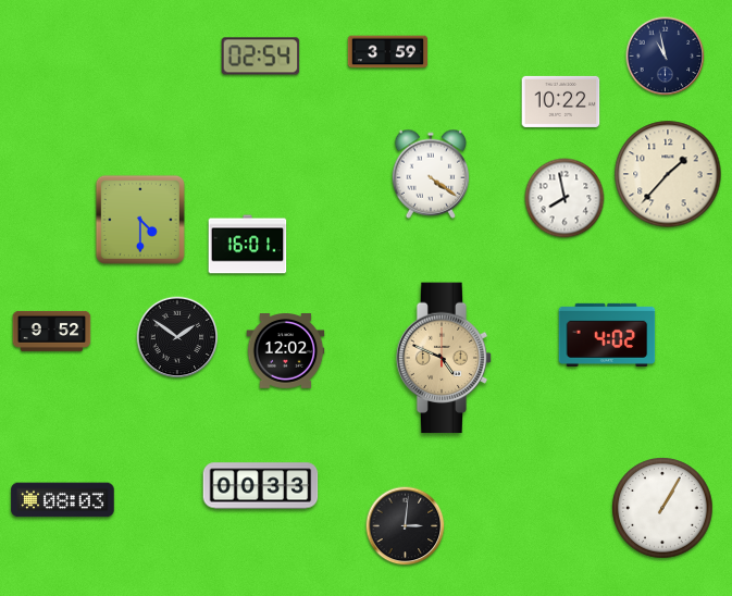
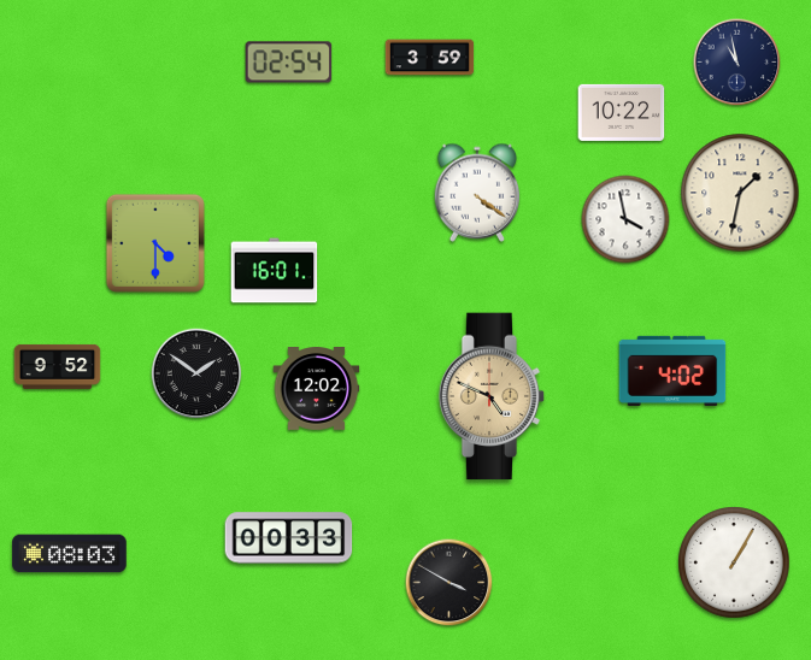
clock at (668, 174): 1:37 -> 1:32
clock at (564, 198): 7:58 -> 3:58
clock at (406, 526): 3:01 -> 3:50
